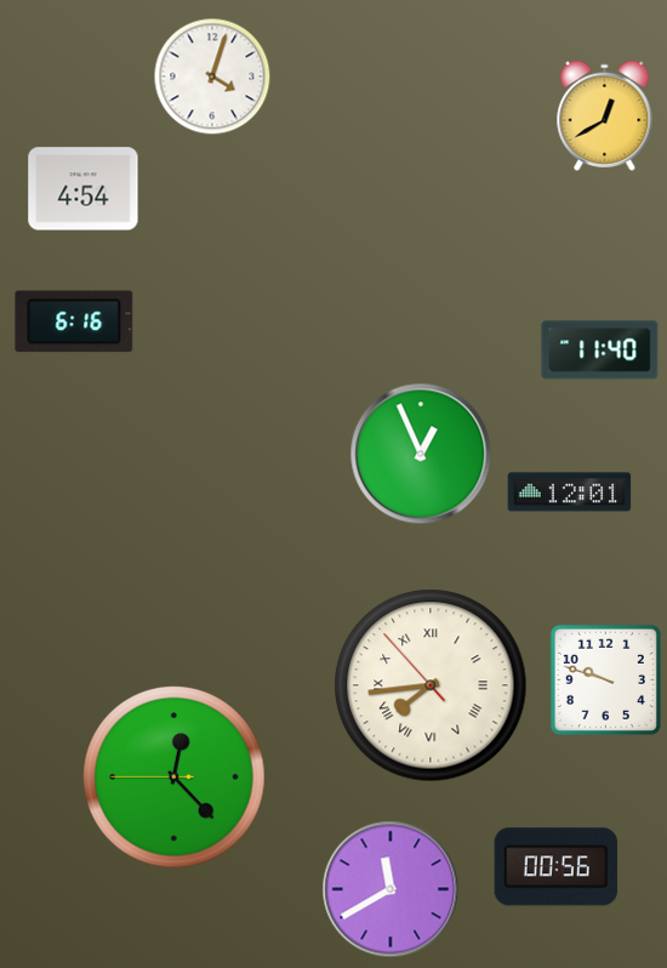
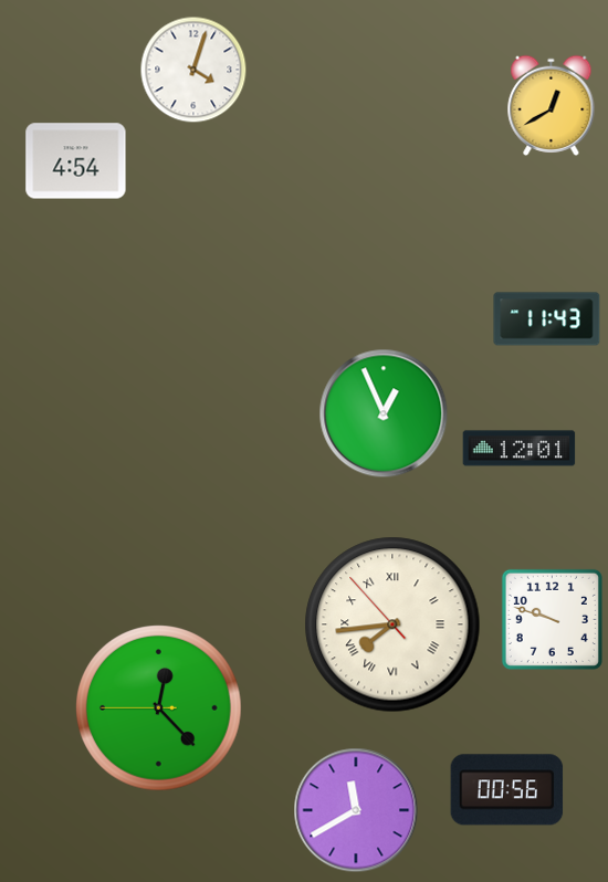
clock at (84, 189) position: (84, 189) -> (76, 161)
clock at (74, 321): 6:16 -> none
clock at (600, 351): 11:40 -> 11:43
